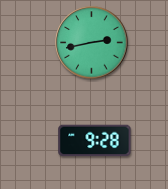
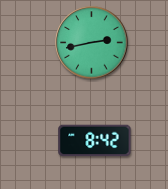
clock at (95, 141): 9:28 -> 8:42
